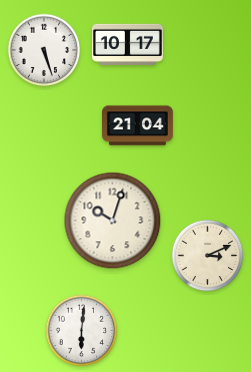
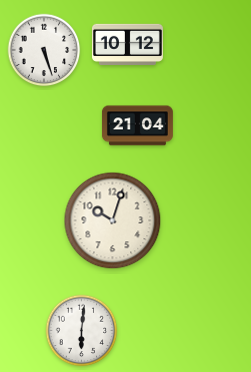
clock at (127, 44): 10:17 -> 10:12
clock at (208, 256): 3:11 -> none
